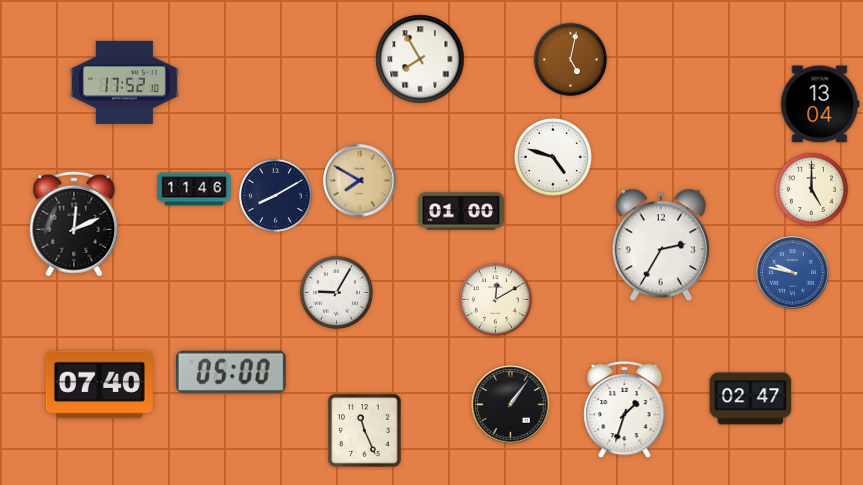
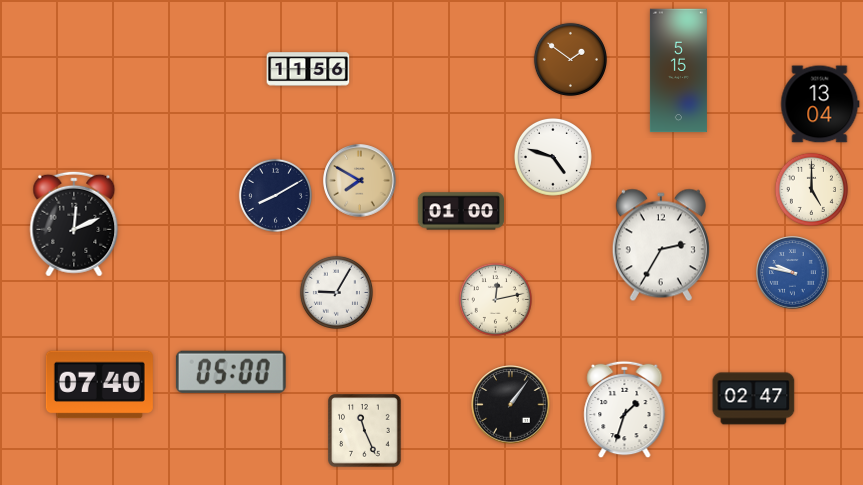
clock at (420, 59): 7:55 -> none
clock at (570, 59): 5:02 -> 1:51
clock at (308, 69): none -> 11:56
clock at (678, 71): none -> 5:15
clock at (124, 82): 17:52 -> none
clock at (194, 189): 11:46 -> none
clock at (495, 299): 12:10 -> 12:13
clock at (751, 399) position: (751, 399) -> (754, 399)
